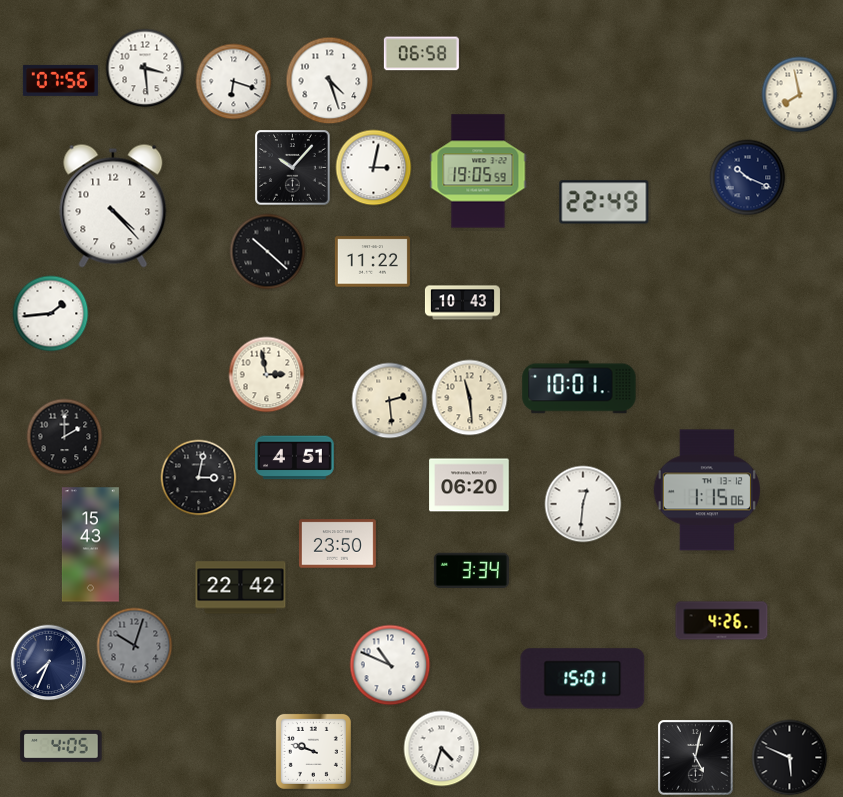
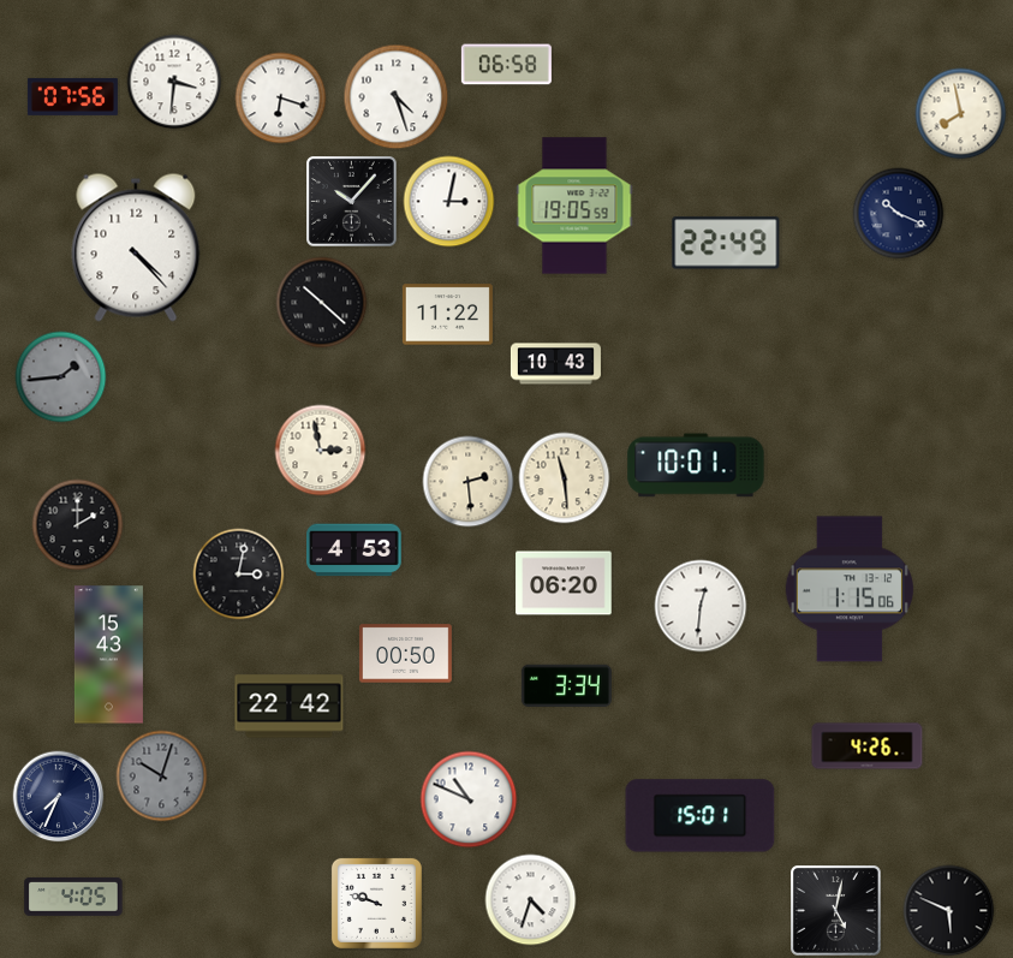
clock at (145, 68): 3:29 -> 3:31
clock at (51, 314) dial: white -> grey
clock at (295, 458): 4:51 -> 4:53
clock at (337, 544): 23:50 -> 00:50
